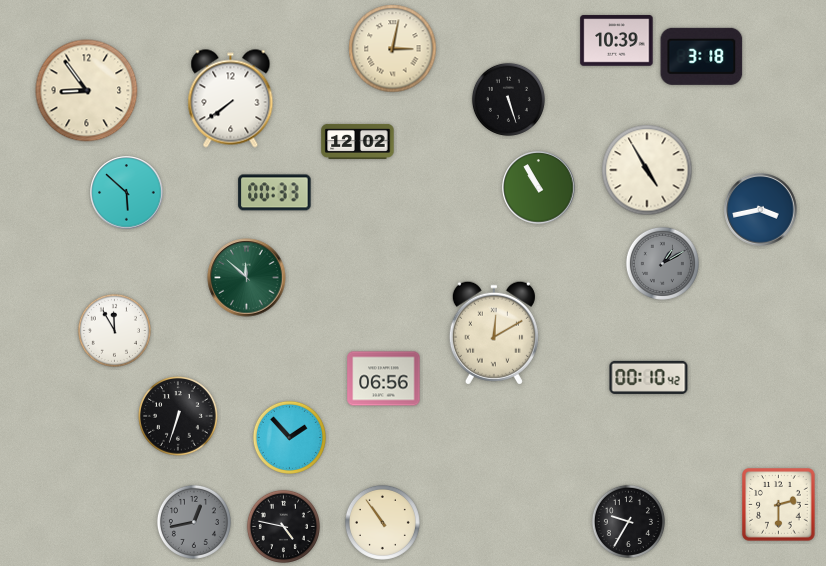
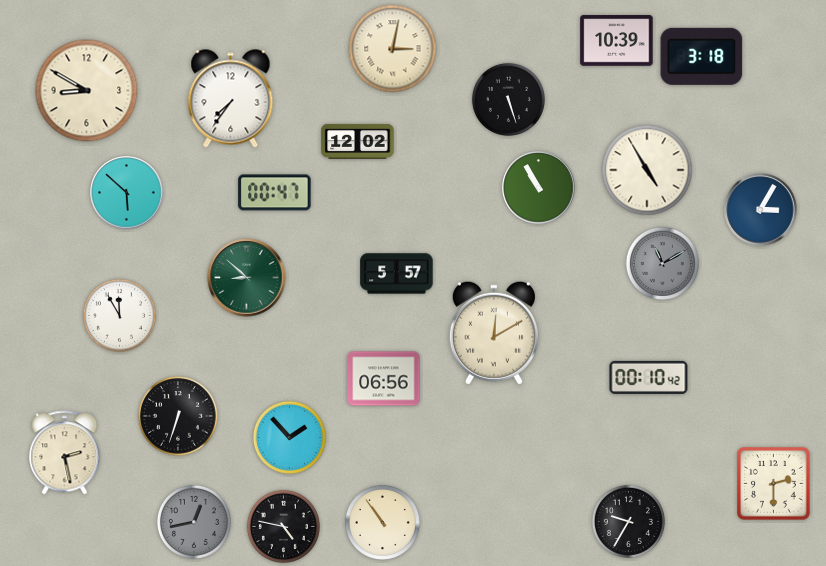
clock at (87, 91): 8:54 -> 8:50
clock at (231, 99): 7:39 -> 7:36
clock at (275, 193): 00:33 -> 00:47
clock at (761, 210): 3:43 -> 3:05
clock at (662, 263): 1:10 -> 11:10
clock at (397, 274): none -> 5:57
clock at (247, 278): 11:52 -> 8:52
clock at (114, 330) position: (114, 330) -> (119, 315)
clock at (65, 453): none -> 2:28
clock at (779, 505) position: (779, 505) -> (774, 484)
